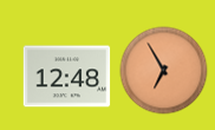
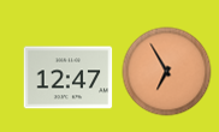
clock at (67, 77): 12:48 -> 12:47
